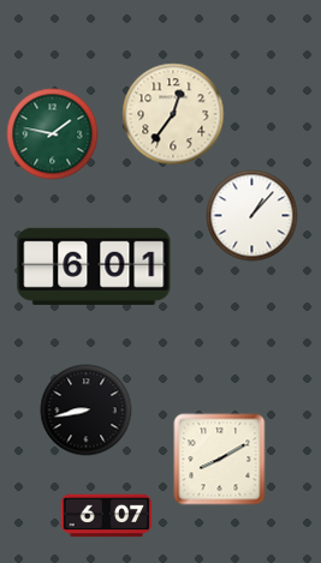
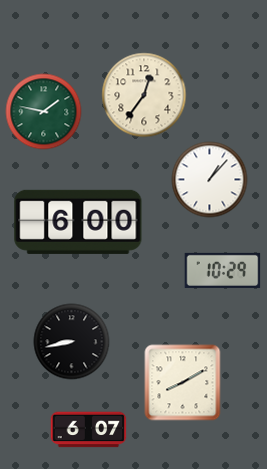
clock at (94, 266): 6:01 -> 6:00
clock at (223, 270): none -> 10:29
